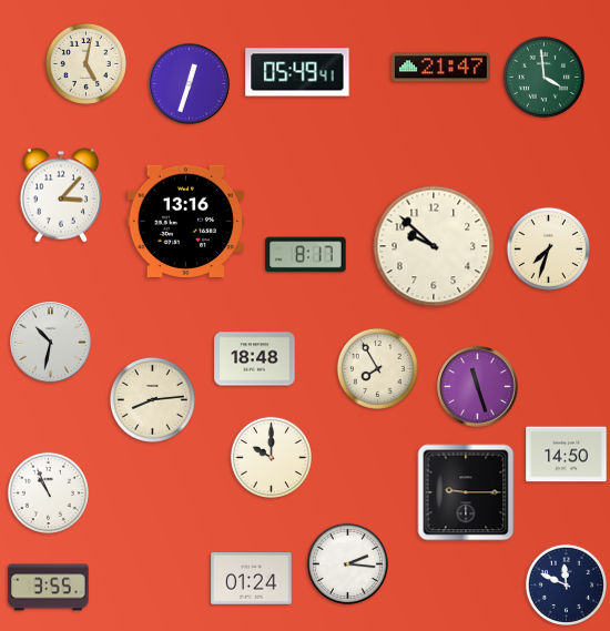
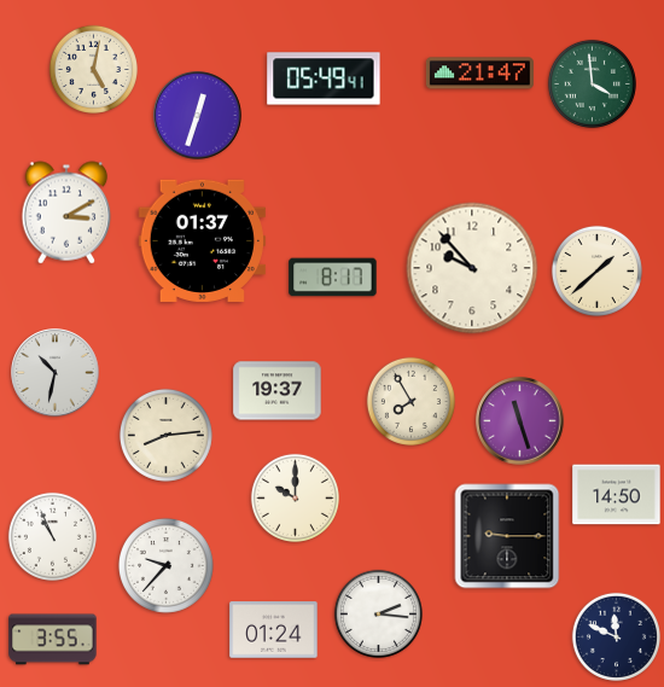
clock at (190, 84) position: (190, 84) -> (198, 116)
clock at (61, 195): 3:07 -> 3:10
clock at (185, 221): 13:16 -> 01:37
clock at (434, 246): 9:52 -> 9:53
clock at (548, 248): 7:33 -> 1:38
clock at (255, 359): 18:48 -> 19:37
clock at (165, 565): none -> 9:37
